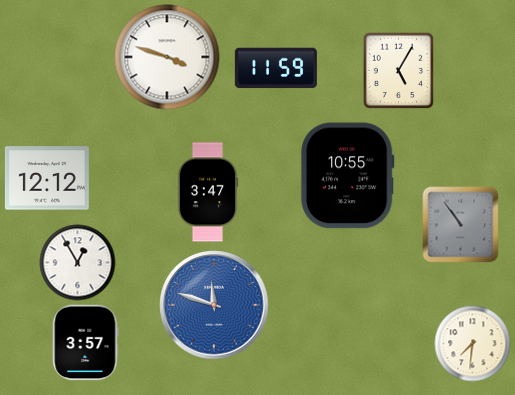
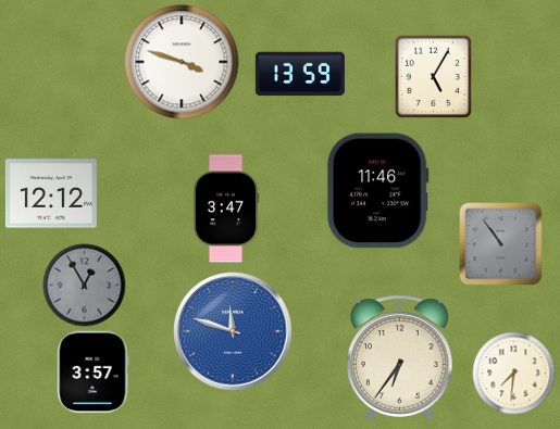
clock at (276, 68): 11:59 -> 13:59
clock at (347, 176): 10:55 -> 11:46
clock at (78, 263) dial: white -> grey
clock at (400, 358): none -> 6:36
